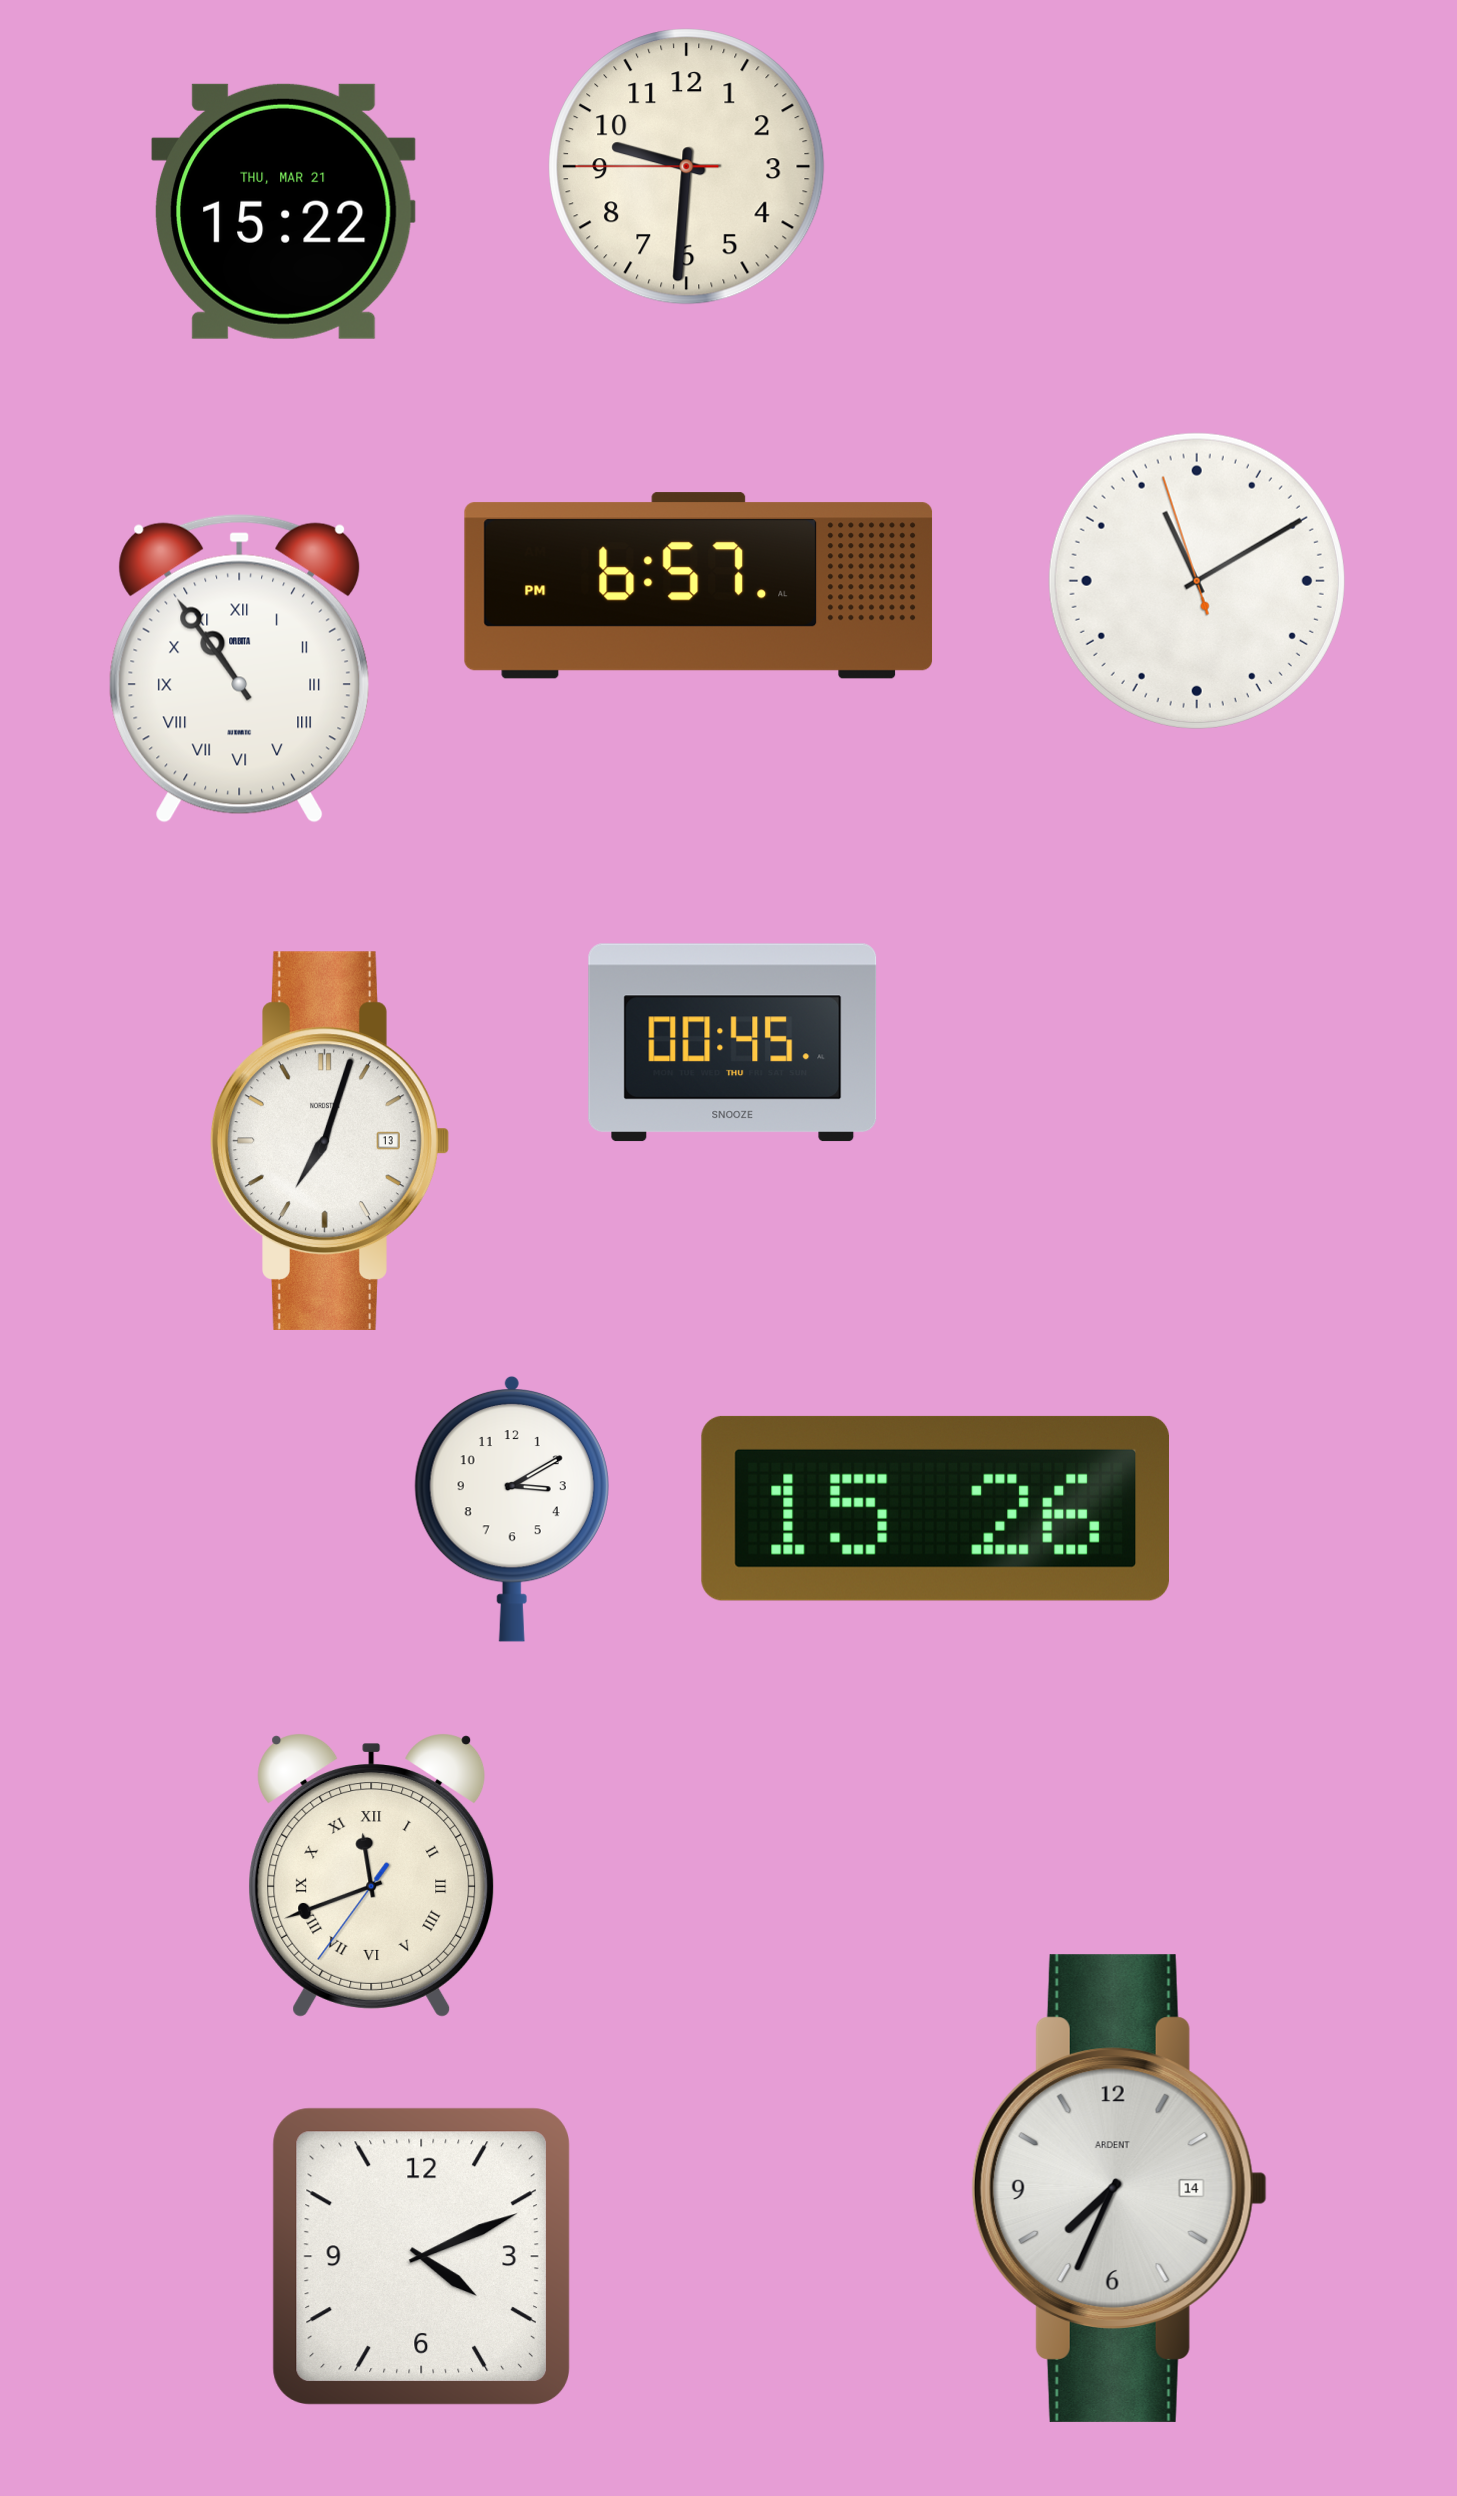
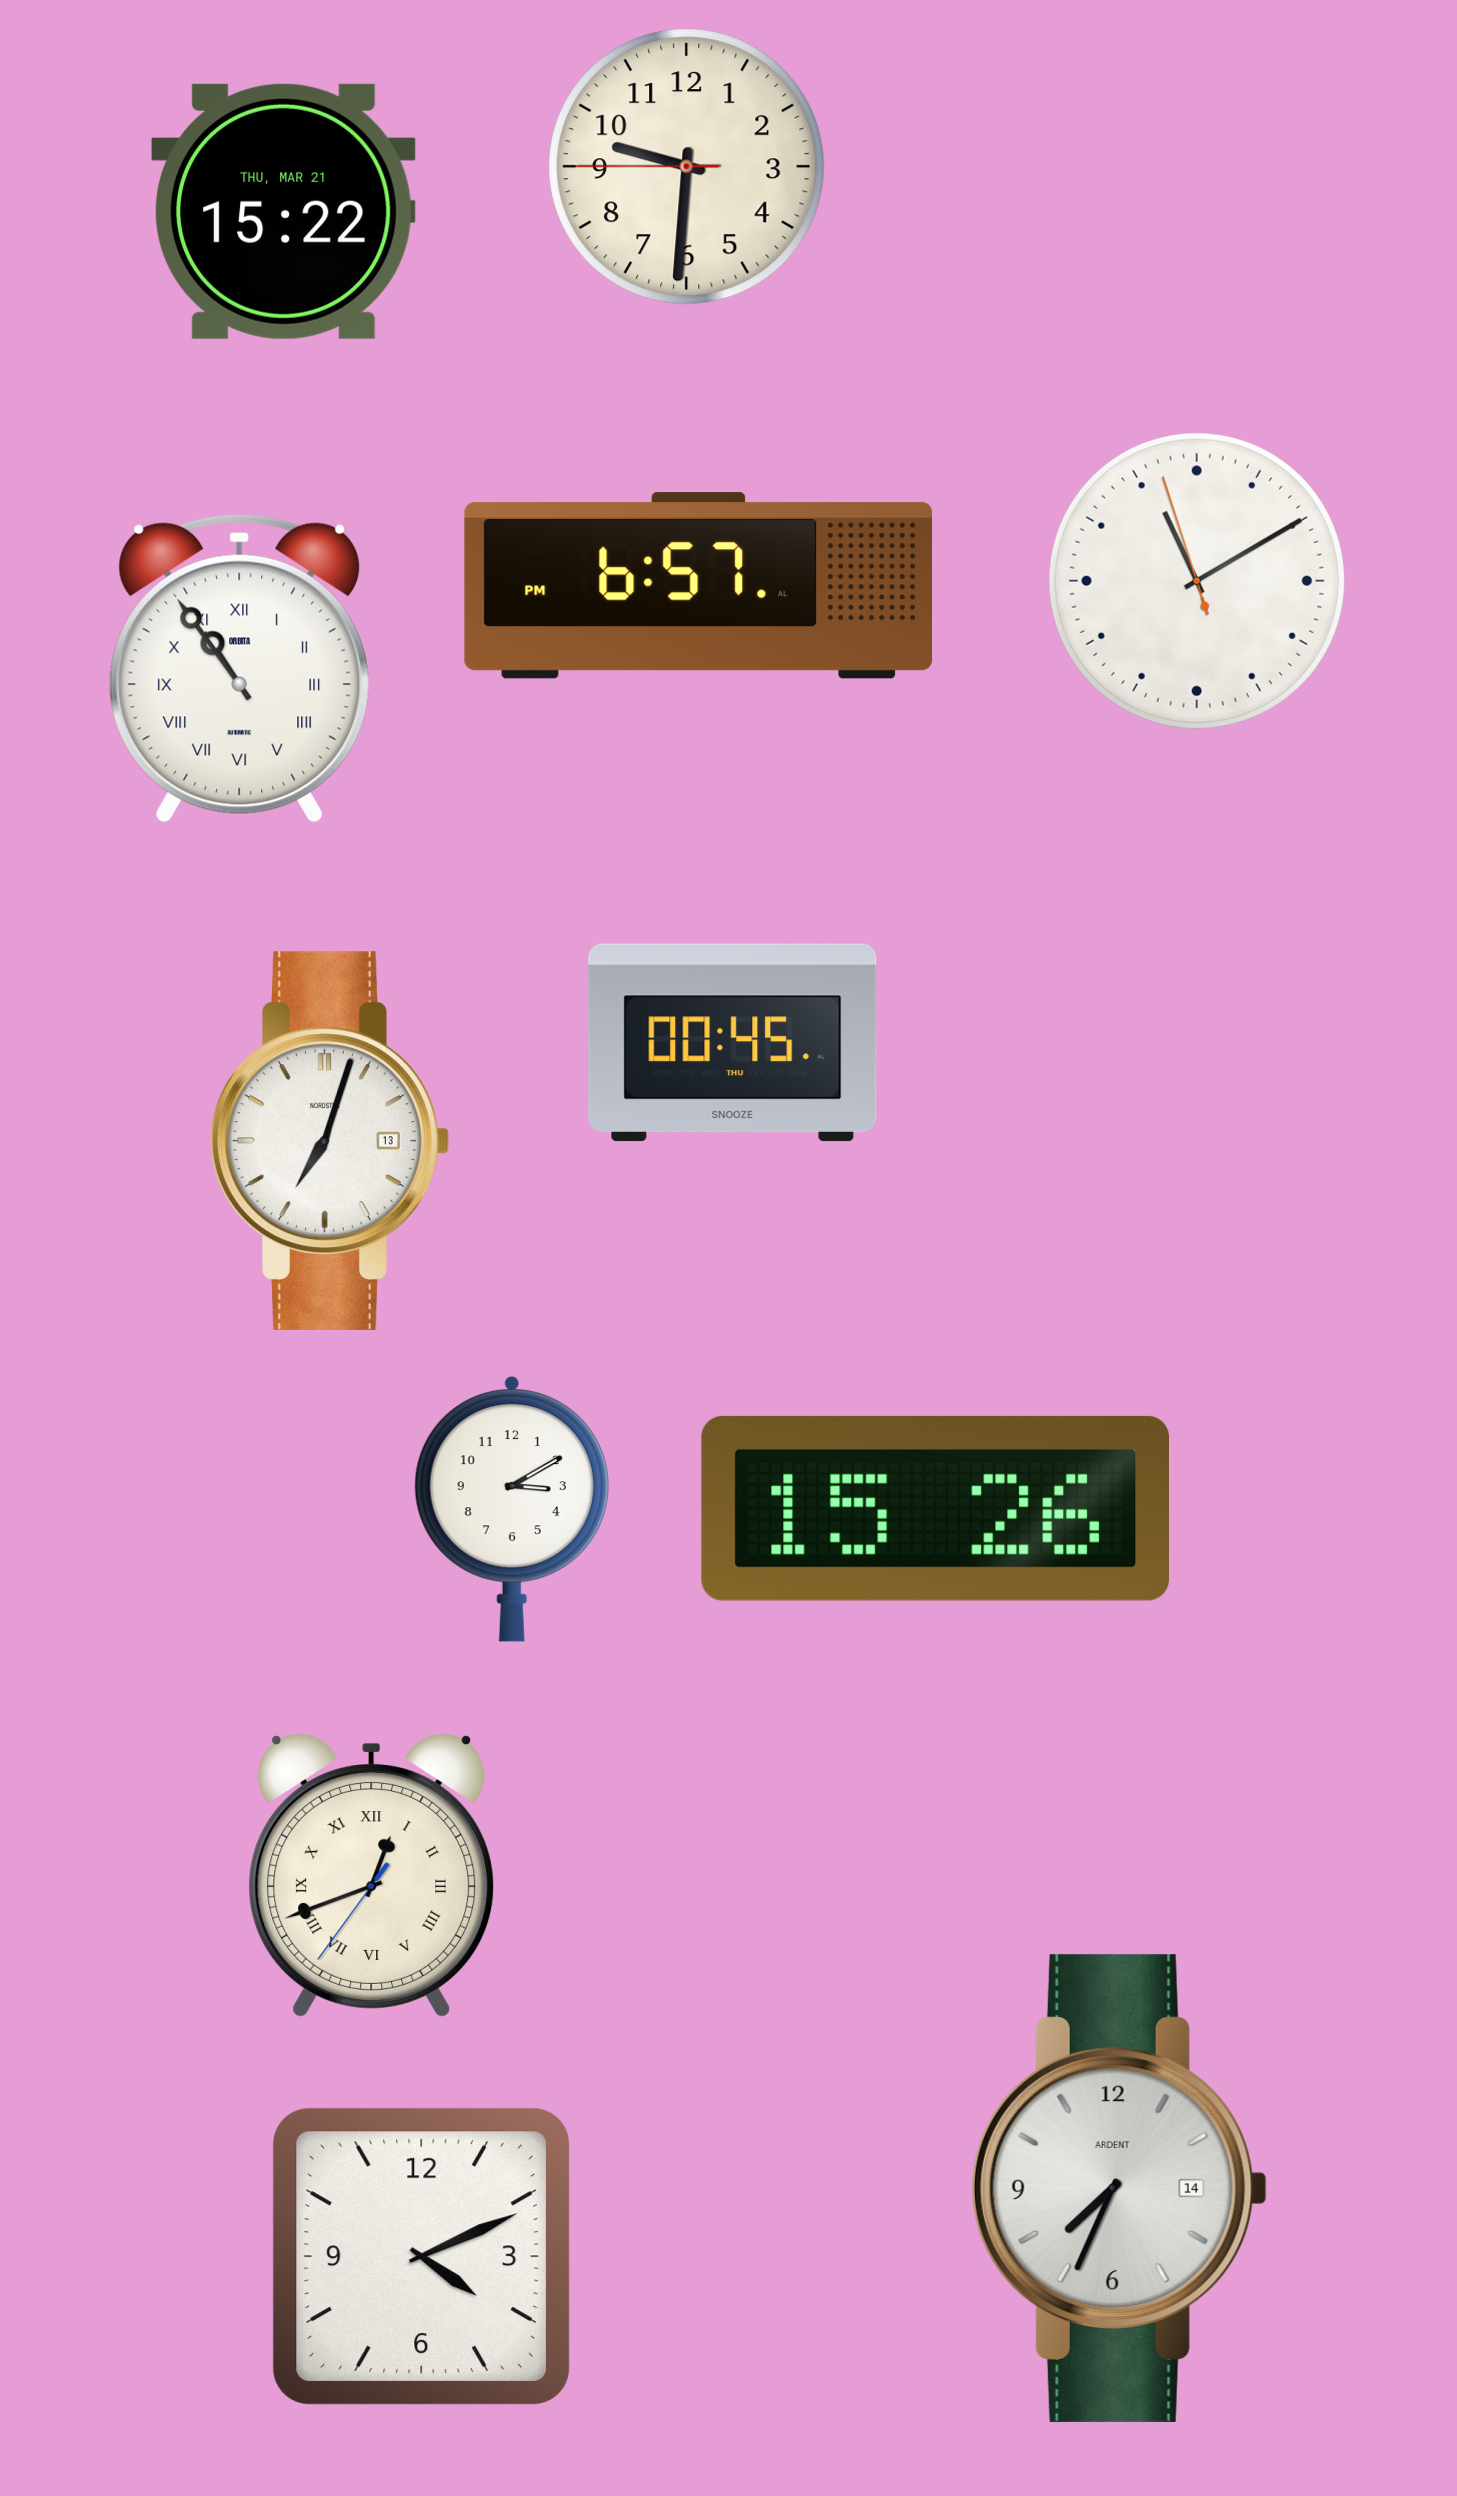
clock at (372, 1875): 11:41 -> 12:41
